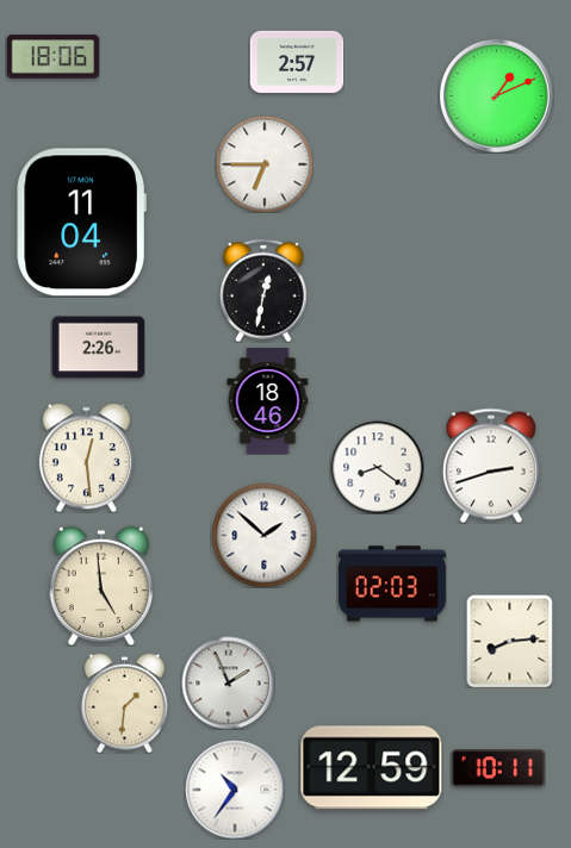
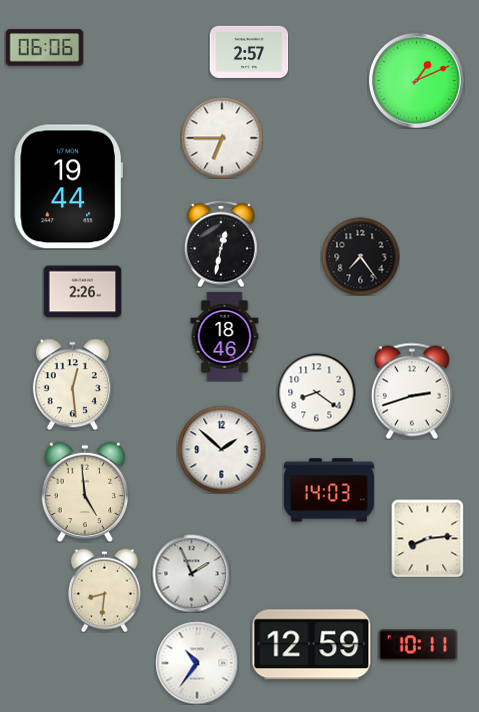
clock at (52, 57): 18:06 -> 06:06
clock at (81, 223): 11:04 -> 19:44
clock at (360, 256): none -> 7:24
clock at (392, 584): 02:03 -> 14:03
clock at (124, 703): 1:31 -> 8:31
